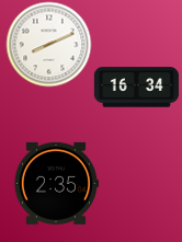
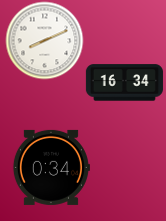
clock at (136, 88) position: (136, 88) -> (124, 83)
clock at (56, 183): 2:35 -> 0:34
